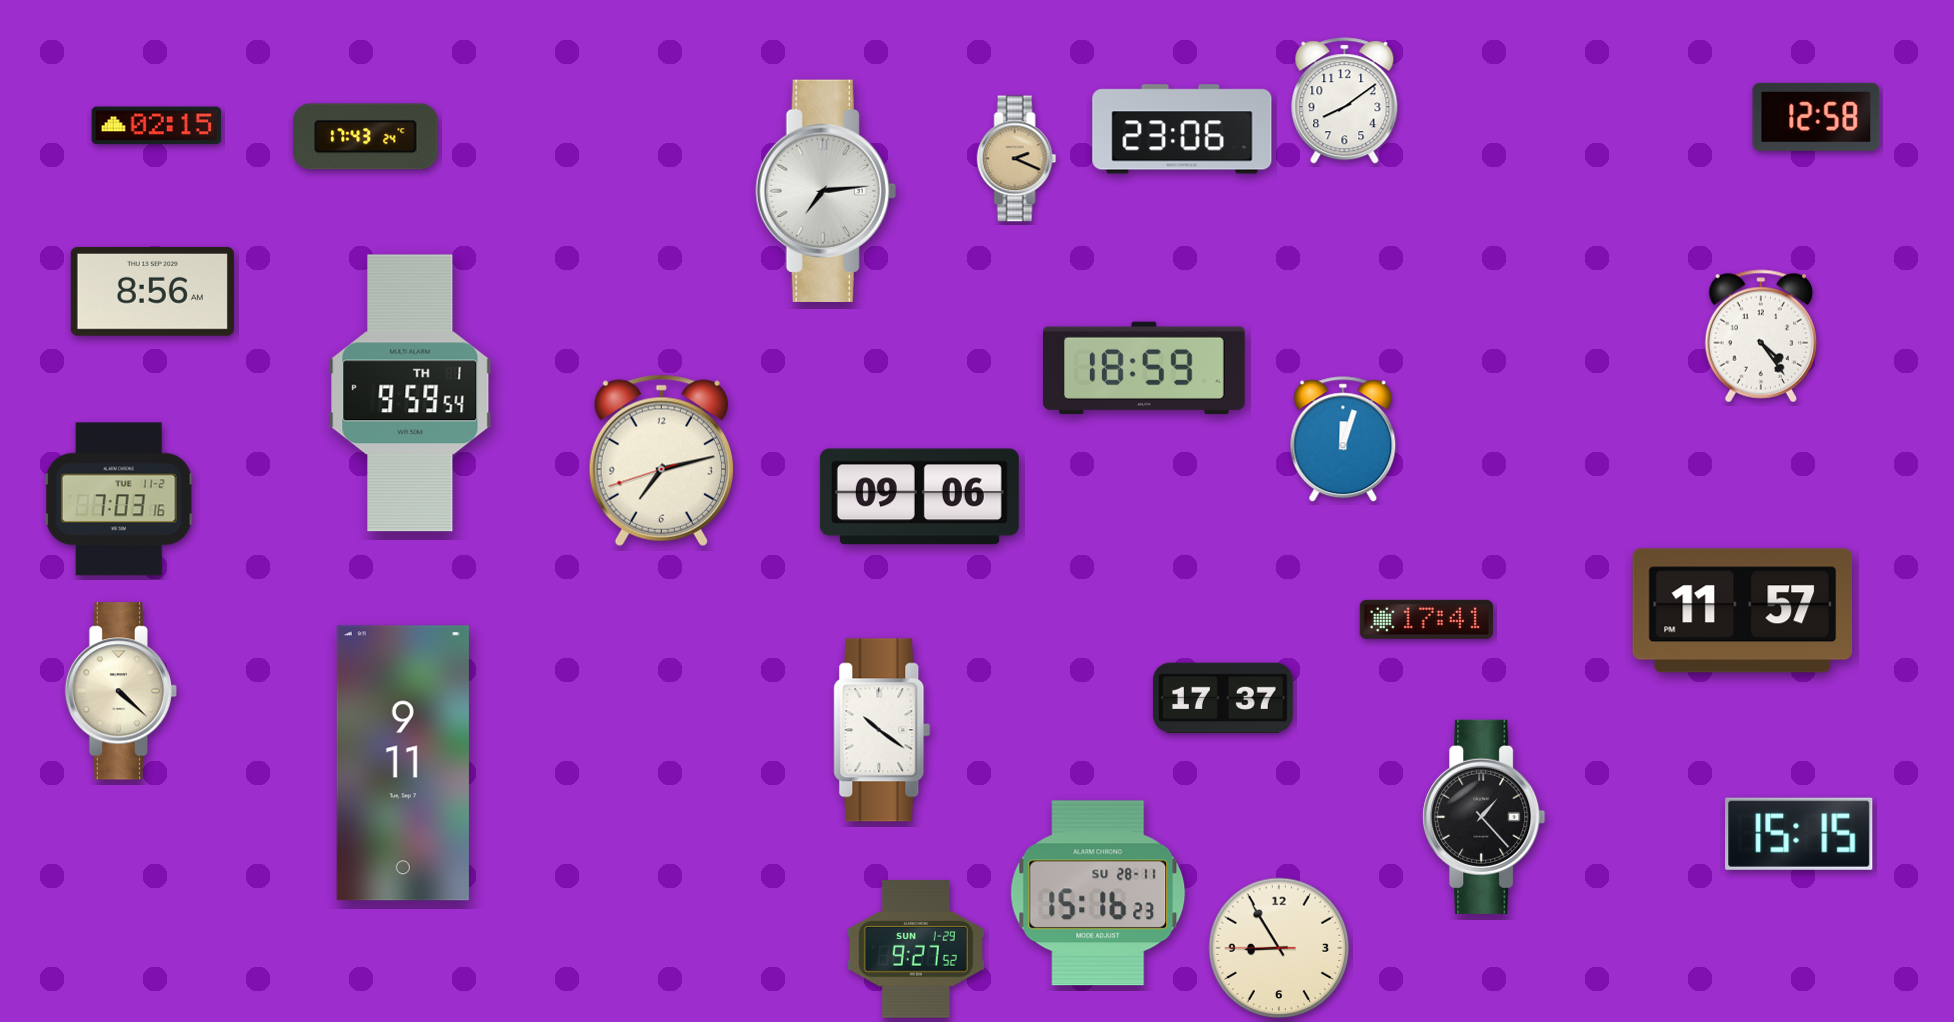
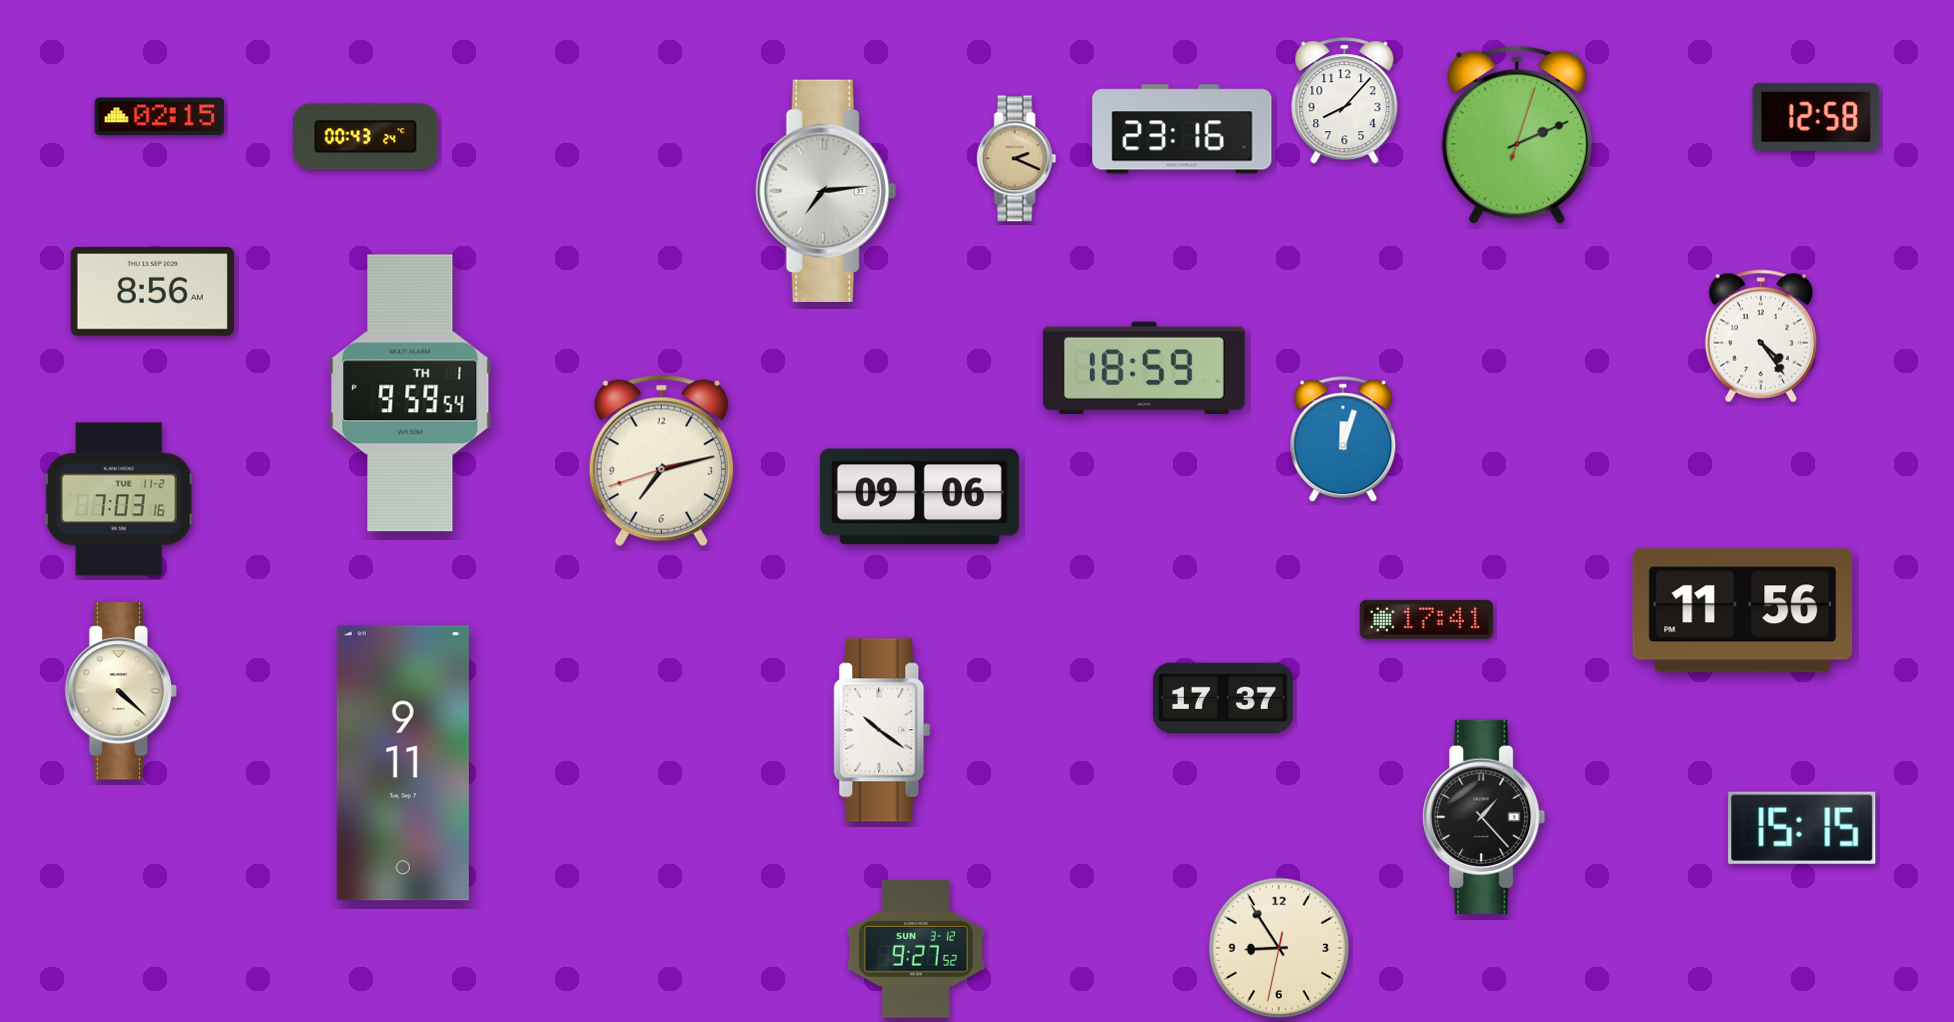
clock at (1345, 101): 8:09 -> 8:07
clock at (157, 126) position: (157, 126) -> (160, 117)
clock at (1182, 129): 23:06 -> 23:16
clock at (1517, 135): none -> 2:11
clock at (366, 137): 17:43 -> 00:43
clock at (1743, 611): 11:57 -> 11:56
clock at (1799, 834) position: (1799, 834) -> (1802, 828)
clock at (1098, 893): 15:16 -> none
clock at (1279, 948): 8:54:45 -> 8:54:32
clock at (916, 949) date: SUN 1-29 -> SUN 3-12
